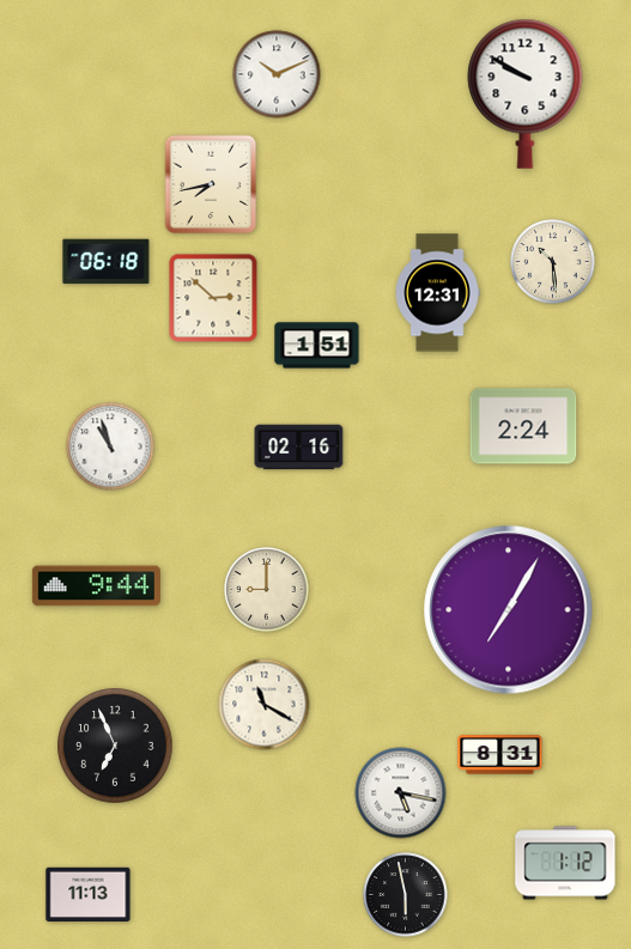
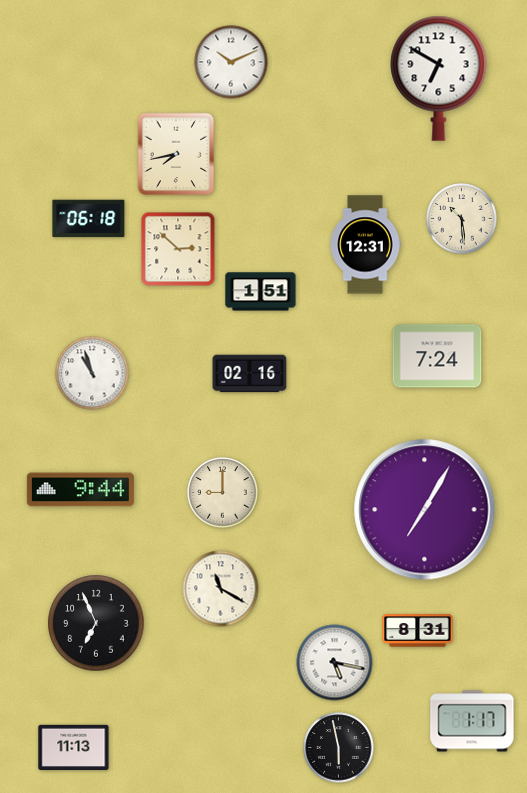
clock at (526, 93): 9:50 -> 6:50
clock at (317, 346) position: (317, 346) -> (261, 292)
clock at (523, 426): 2:24 -> 7:24
clock at (565, 863): 1:12 -> 1:17
